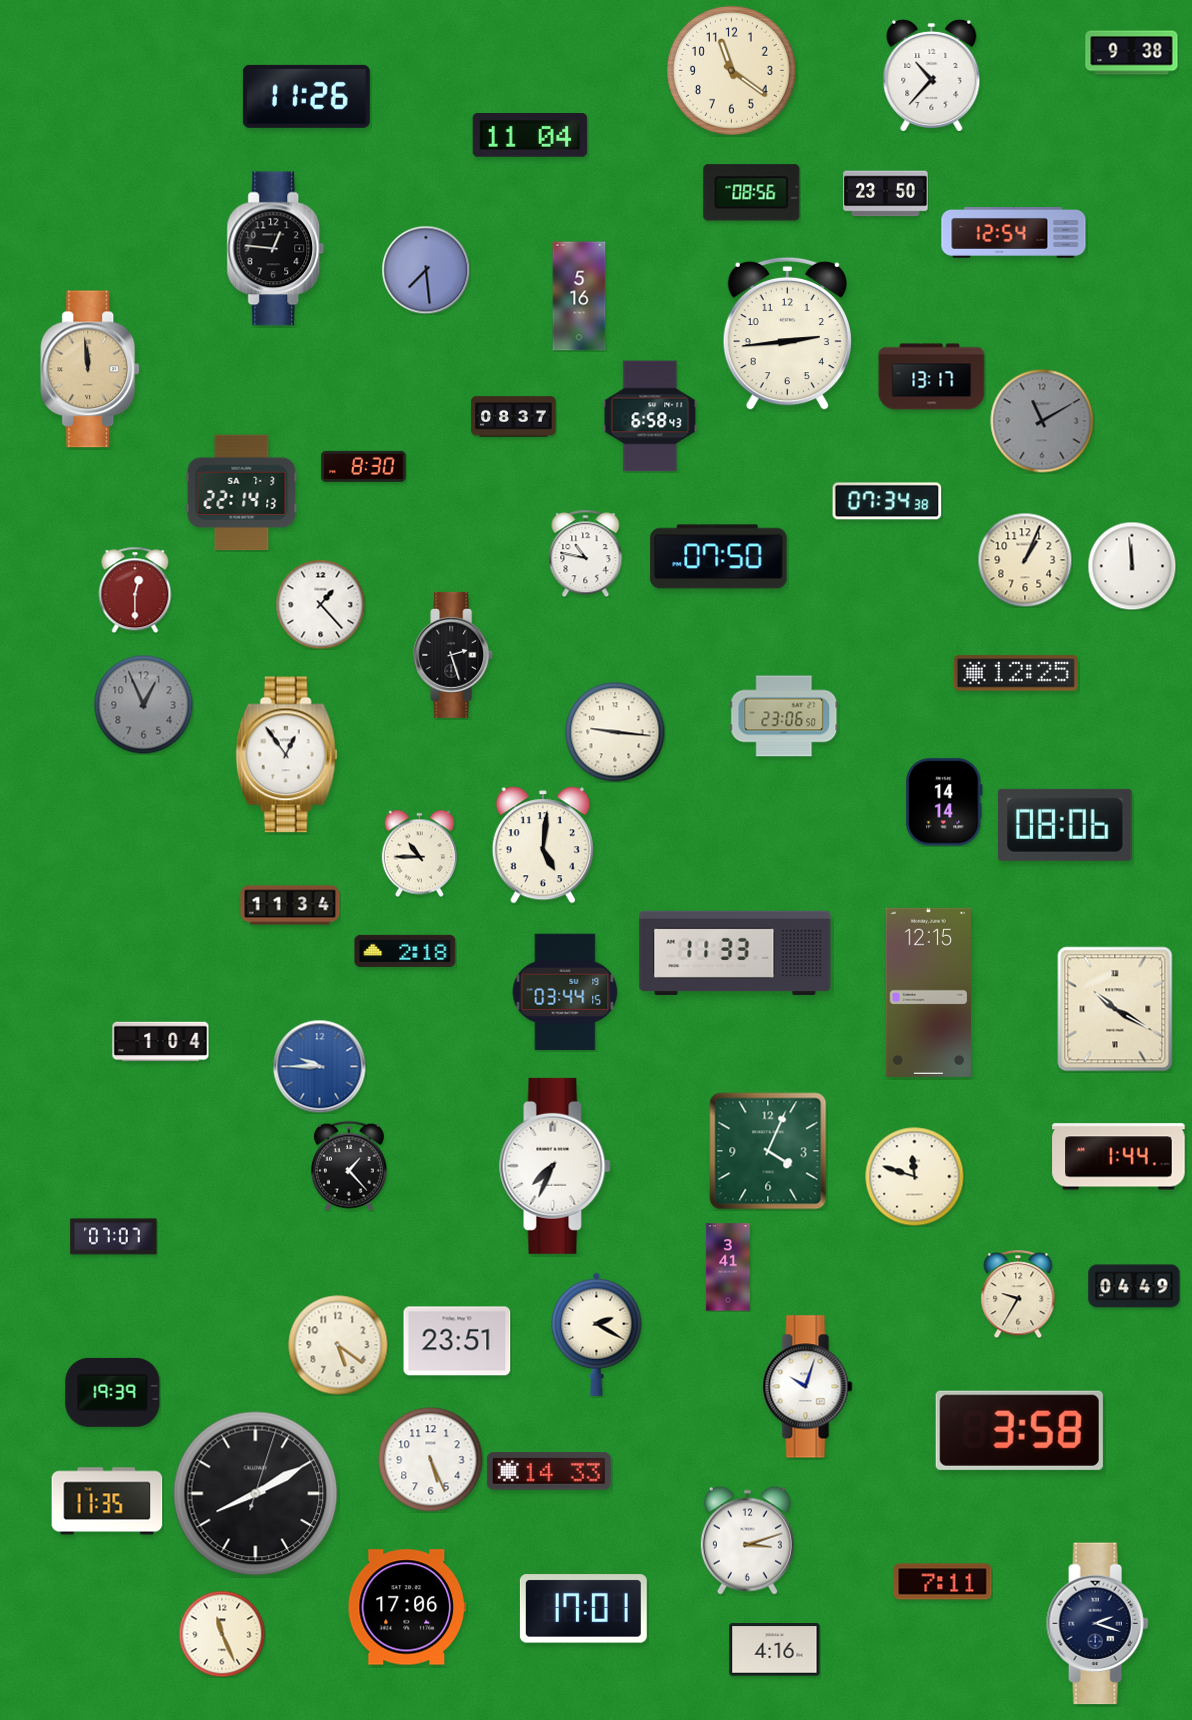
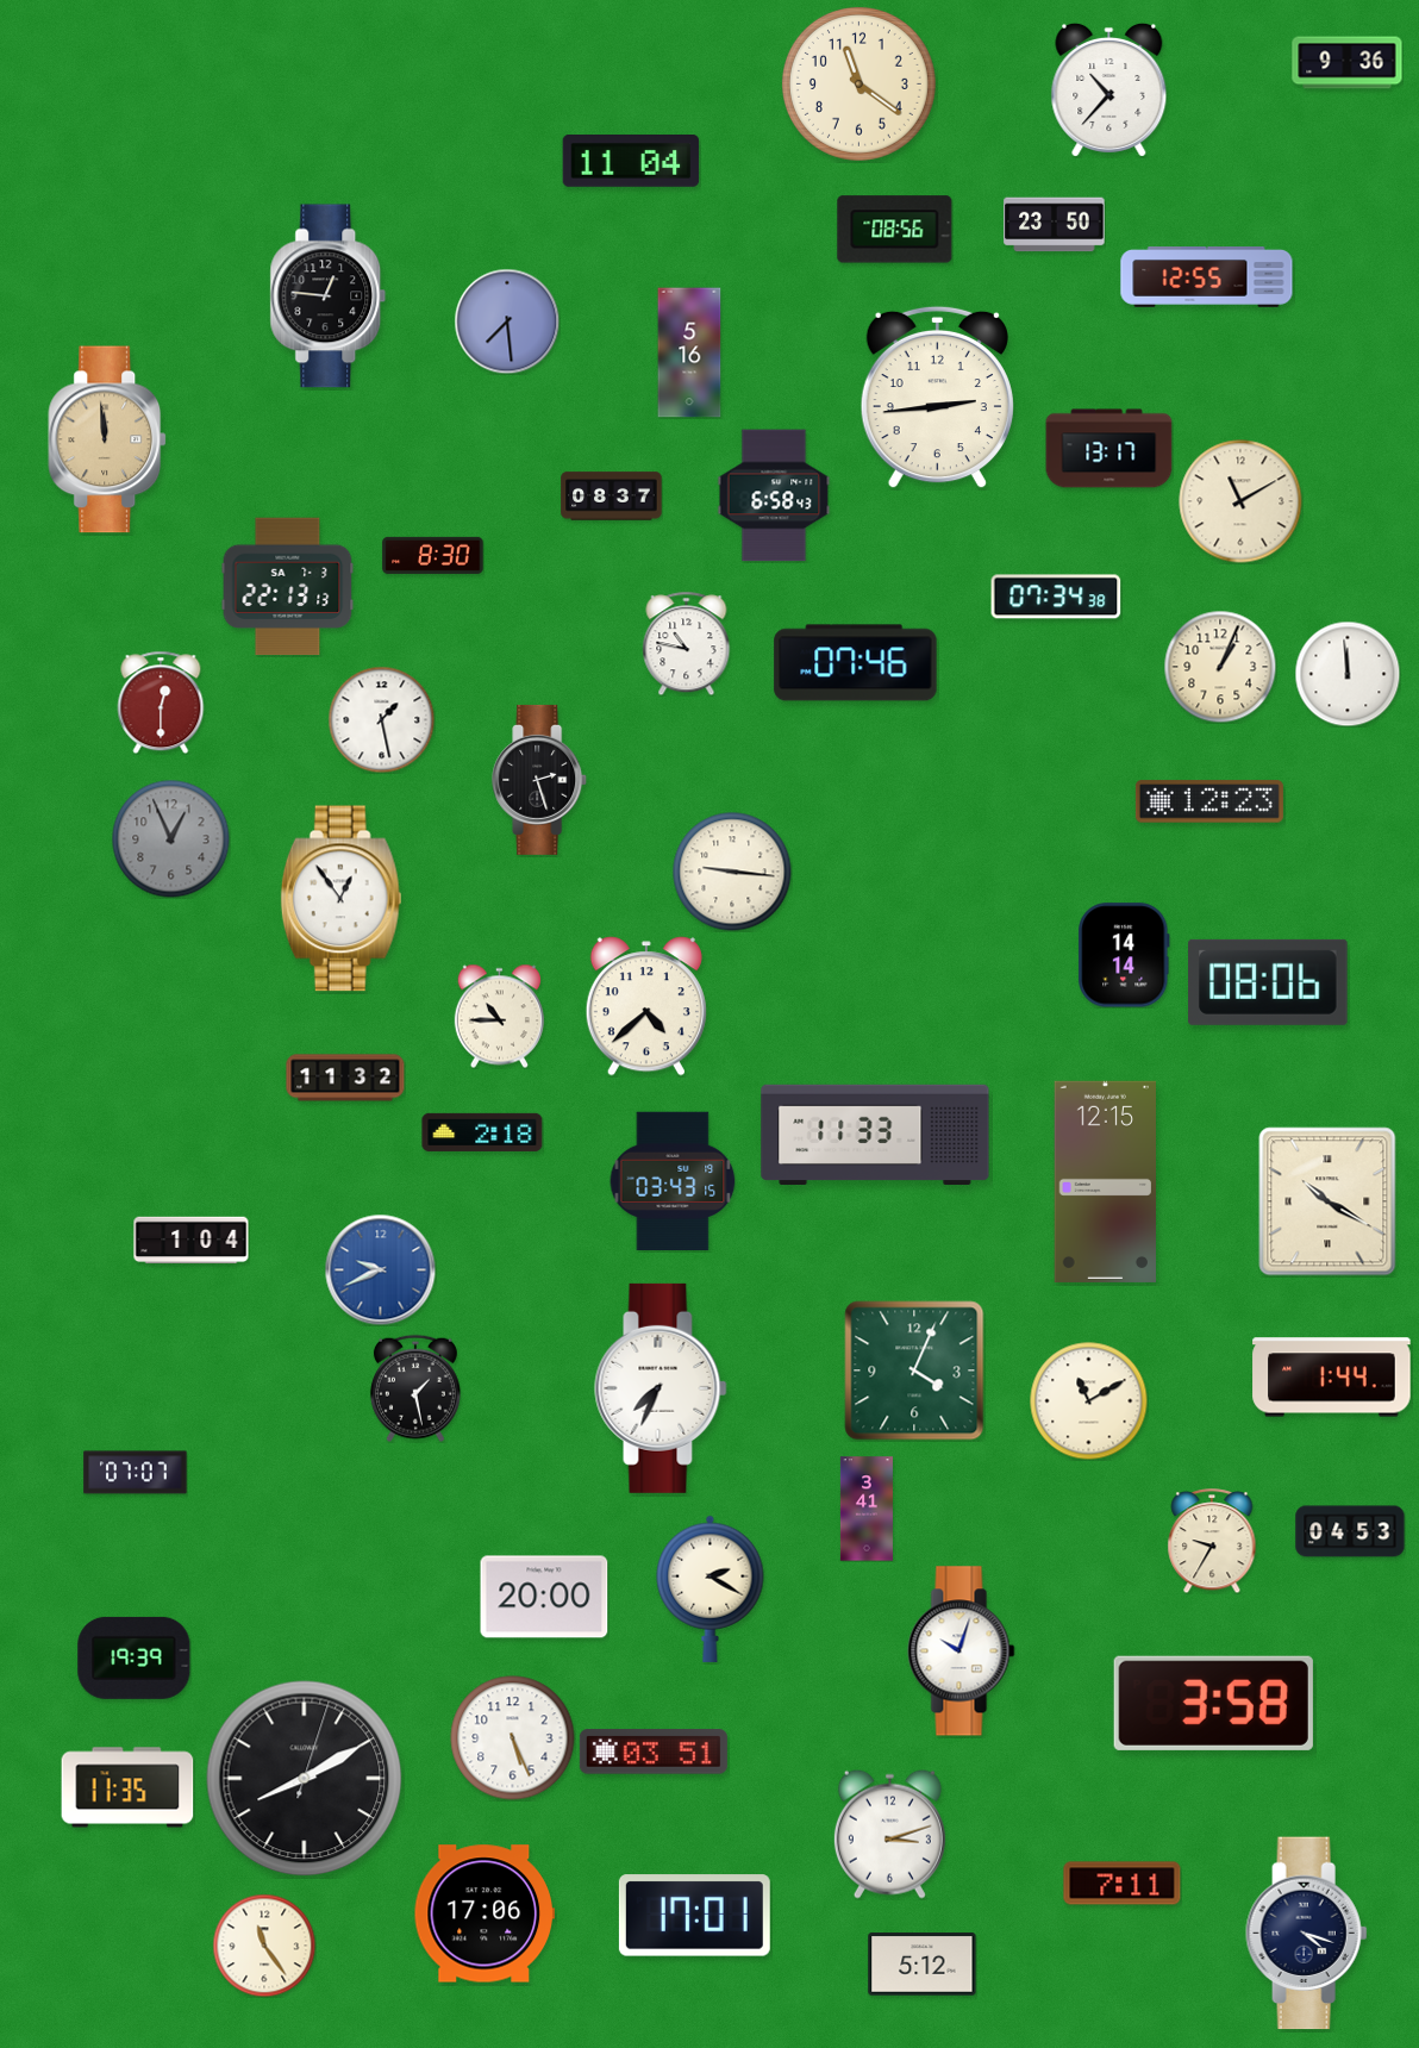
clock at (1132, 53): 9:38 -> 9:36
clock at (731, 70) position: (731, 70) -> (858, 83)
clock at (306, 96): 11:26 -> none
clock at (886, 194) position: (886, 194) -> (1055, 225)
clock at (1014, 233): 12:54 -> 12:55
clock at (1042, 421) dial: grey -> cream
clock at (242, 493): 22:14 -> 22:13
clock at (586, 553) position: (586, 553) -> (687, 643)
clock at (719, 557): 07:50 -> 07:46
clock at (320, 604): 1:23 -> 1:28
clock at (1016, 673): 12:25 -> 12:23
clock at (784, 716): 23:06 -> none
clock at (543, 845): 5:01 -> 4:38
clock at (290, 905): 11:34 -> 11:32
clock at (565, 991): 03:44 -> 03:43
clock at (319, 1066): 9:45 -> 9:41
clock at (349, 1166): 1:23 -> 1:28
clock at (915, 1177): 11:48 -> 11:10
clock at (1134, 1286): 04:49 -> 04:53
clock at (457, 1341): 23:51 -> 20:00
clock at (338, 1345): 5:21 -> none
clock at (549, 1471): 14:33 -> 03:51
clock at (1098, 1624): 2:18 -> 4:18
clock at (222, 1634): 11:26 -> 11:24
clock at (775, 1650): 4:16 -> 5:12
